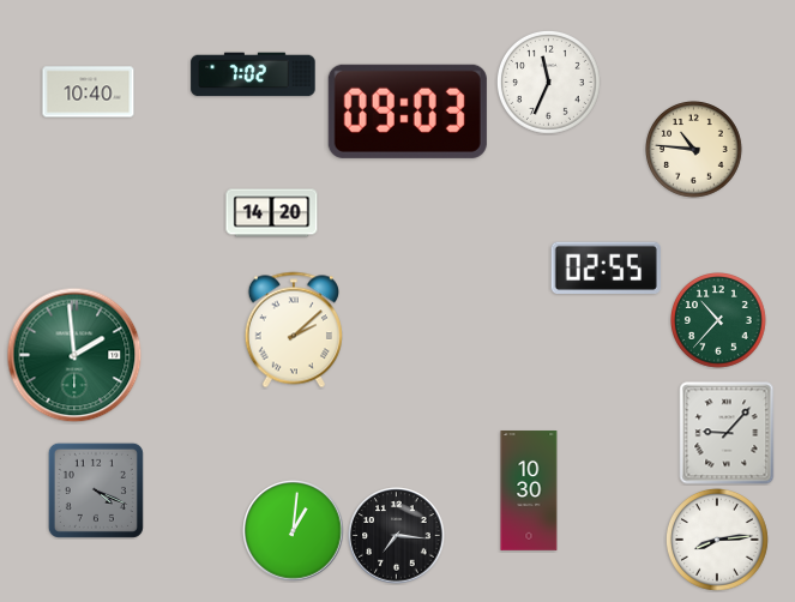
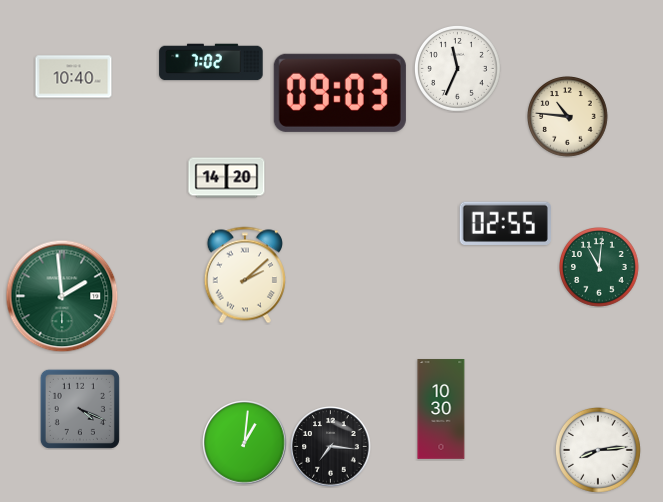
clock at (694, 150) position: (694, 150) -> (568, 117)
clock at (718, 320): 10:37 -> 11:01
clock at (727, 433): 9:07 -> none
